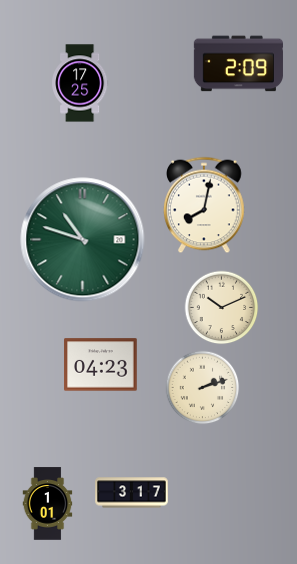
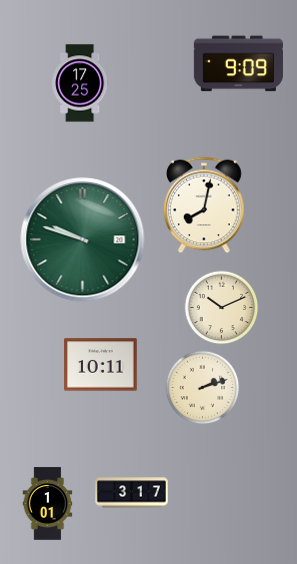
clock at (238, 64): 2:09 -> 9:09
clock at (83, 240): 10:48 -> 9:48
clock at (101, 365): 04:23 -> 10:11
